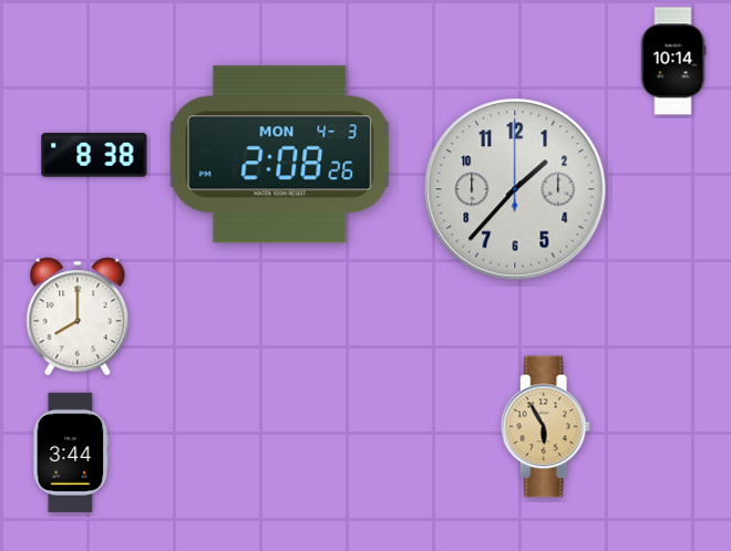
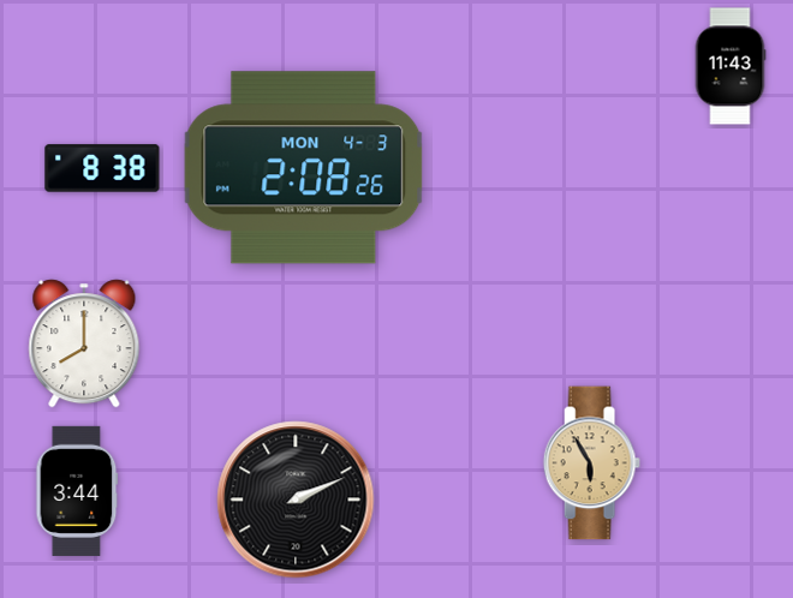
clock at (673, 61): 10:14 -> 11:43
clock at (515, 189): 1:37 -> none
clock at (296, 500): none -> 2:11
